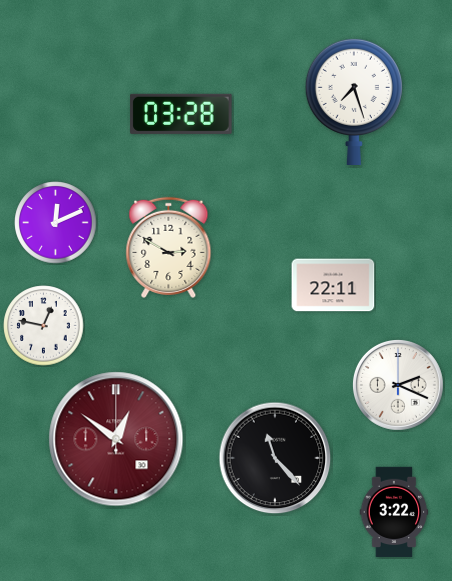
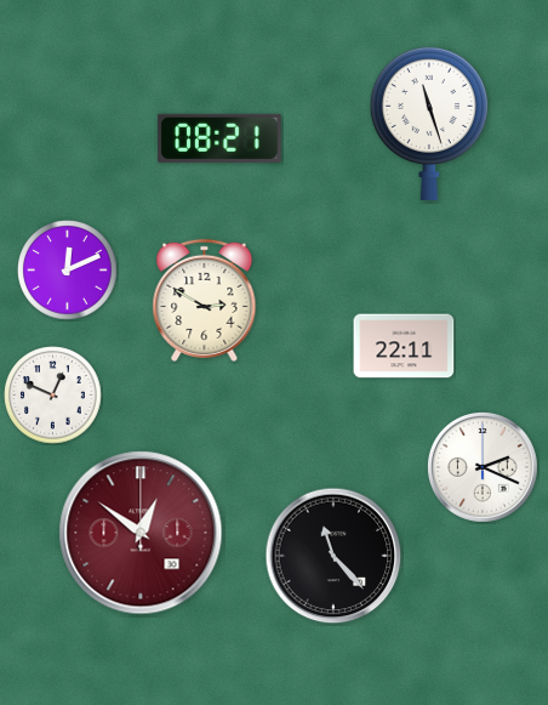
clock at (354, 101): 7:27 -> 11:27
clock at (181, 114): 03:28 -> 08:21
clock at (44, 326): 12:47 -> 12:49
clock at (394, 512): 3:22 -> none
